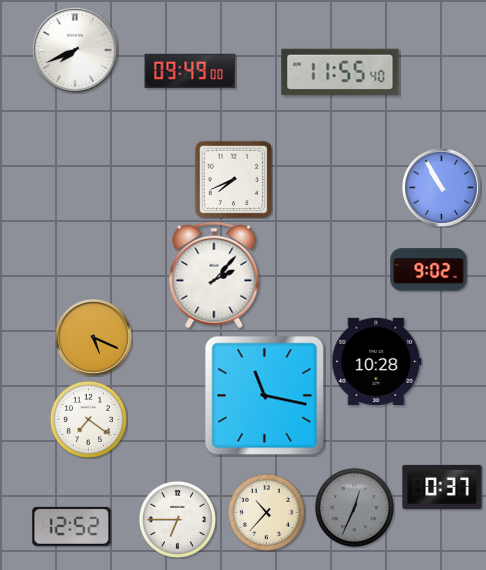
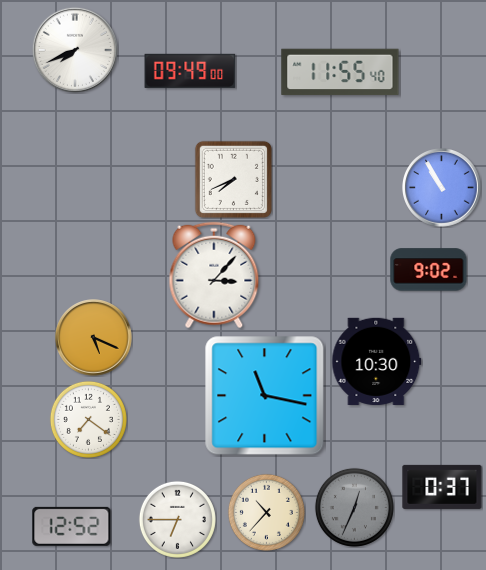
clock at (214, 275): 2:07 -> 3:07
clock at (377, 361): 10:28 -> 10:30
